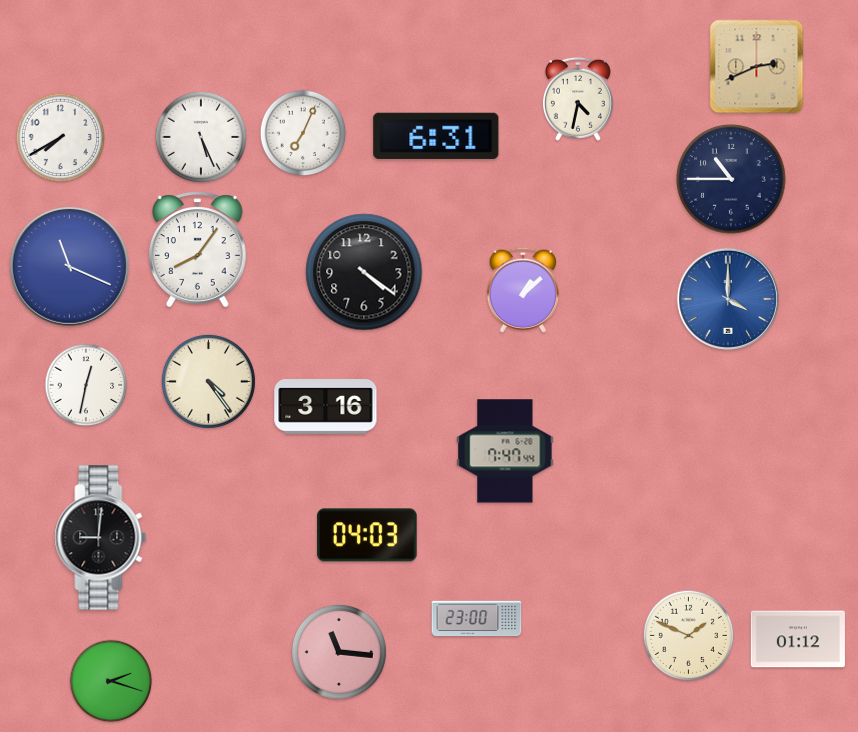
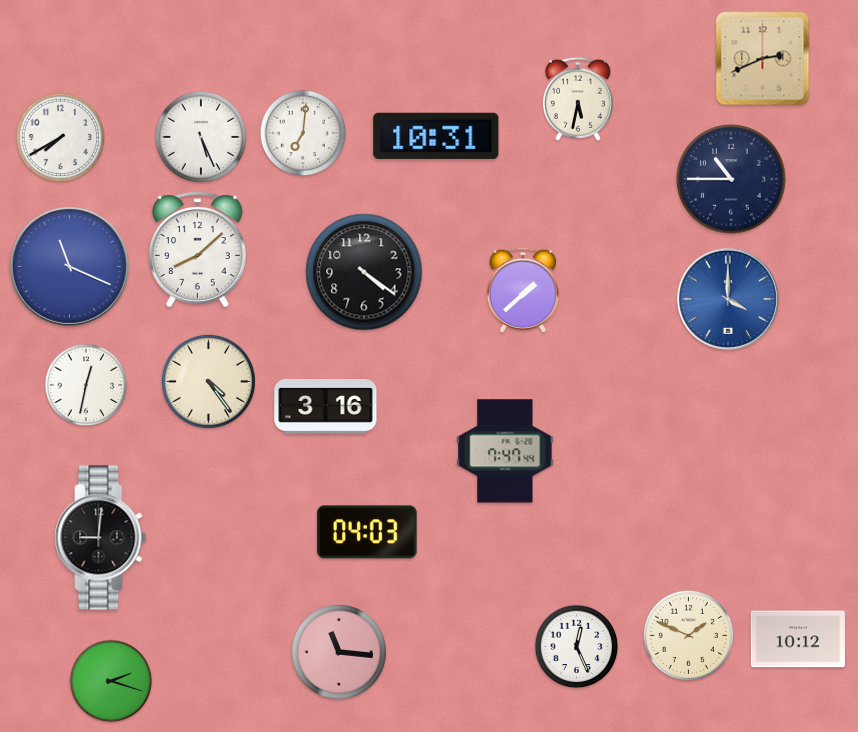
clock at (757, 67) position: (757, 67) -> (763, 59)
clock at (578, 99): 4:32 -> 5:32
clock at (303, 133): 7:04 -> 7:01
clock at (436, 136): 6:31 -> 10:31
clock at (197, 250): 8:06 -> 8:08
clock at (523, 290): 1:08 -> 1:38
clock at (367, 535) position: (367, 535) -> (367, 532)
clock at (477, 619): 23:00 -> none
clock at (798, 639): 01:12 -> 10:12
clock at (577, 647): none -> 12:26
